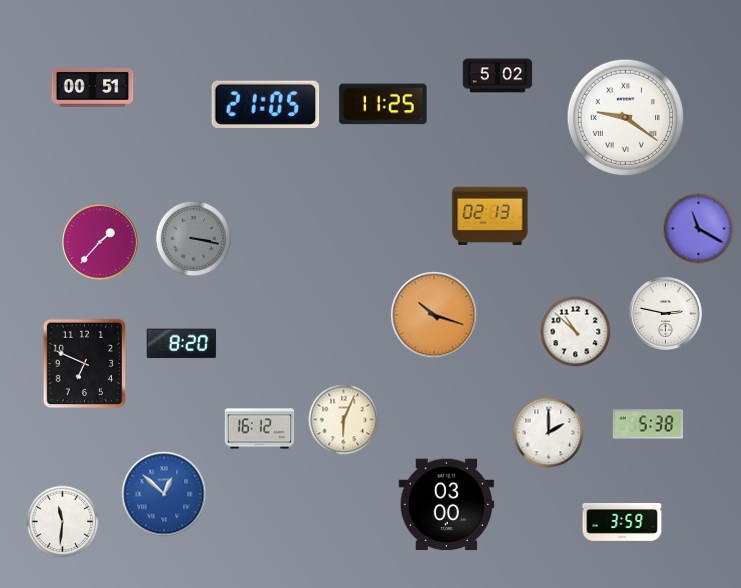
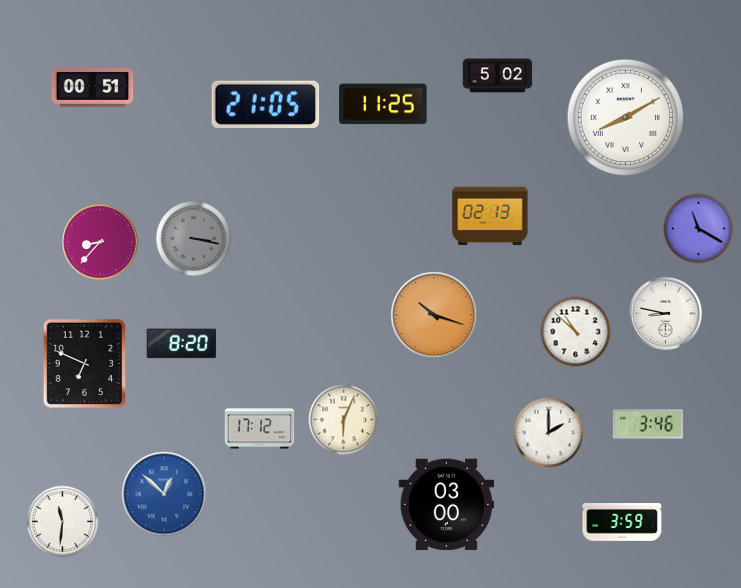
clock at (626, 118): 9:21 -> 8:10
clock at (100, 242): 1:37 -> 8:37
clock at (665, 313): 2:47 -> 8:47
clock at (647, 424): 5:38 -> 3:46
clock at (260, 429): 16:12 -> 17:12
